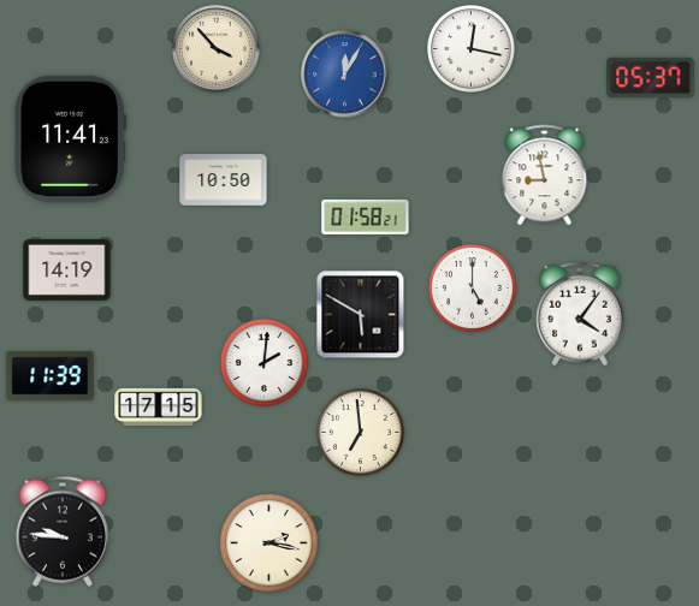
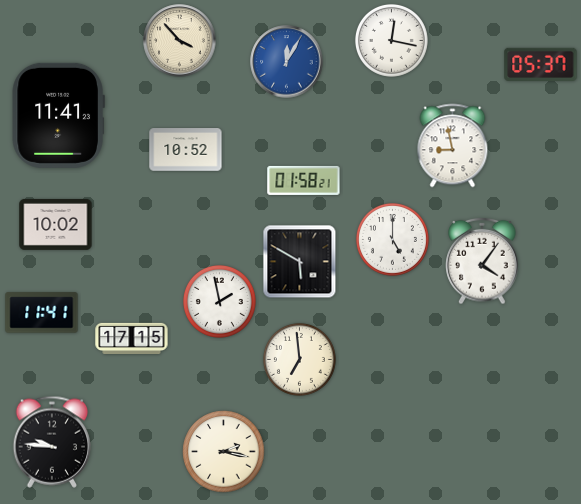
clock at (224, 180): 10:50 -> 10:52
clock at (67, 269): 14:19 -> 10:02
clock at (263, 362): 2:01 -> 1:58
clock at (51, 376): 11:39 -> 11:41
